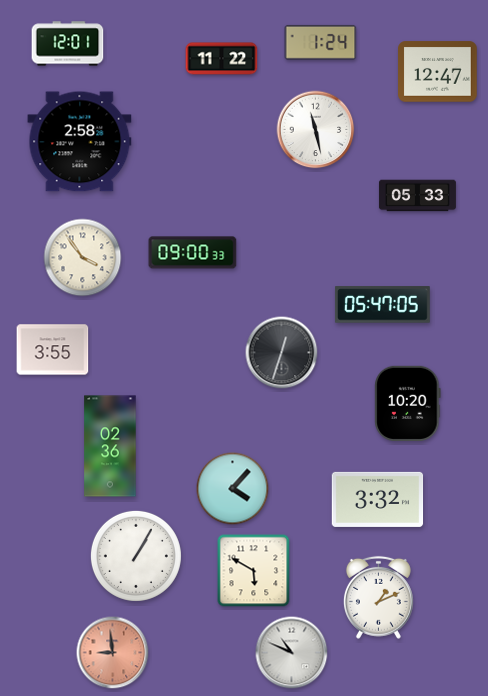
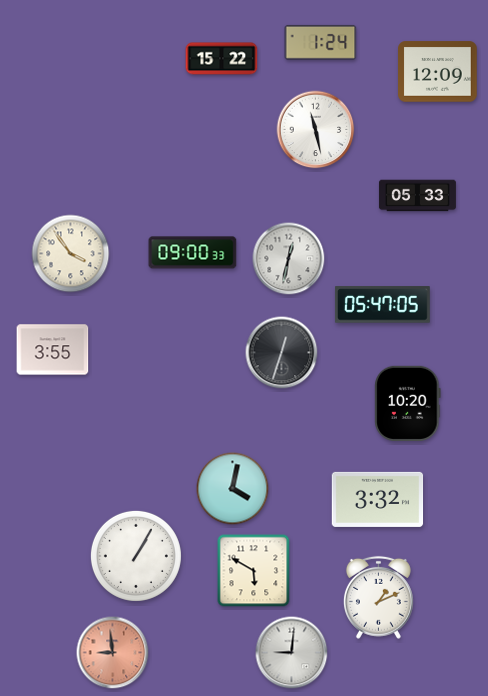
clock at (68, 44): 12:01 -> none
clock at (222, 59): 11:22 -> 15:22
clock at (438, 72): 12:47 -> 12:09
clock at (80, 142): 2:58 -> none
clock at (83, 258) position: (83, 258) -> (71, 254)
clock at (289, 259): none -> 12:32
clock at (110, 446): 02:36 -> none
clock at (233, 489): 4:07 -> 4:02
clock at (292, 653): 10:49 -> 9:01
